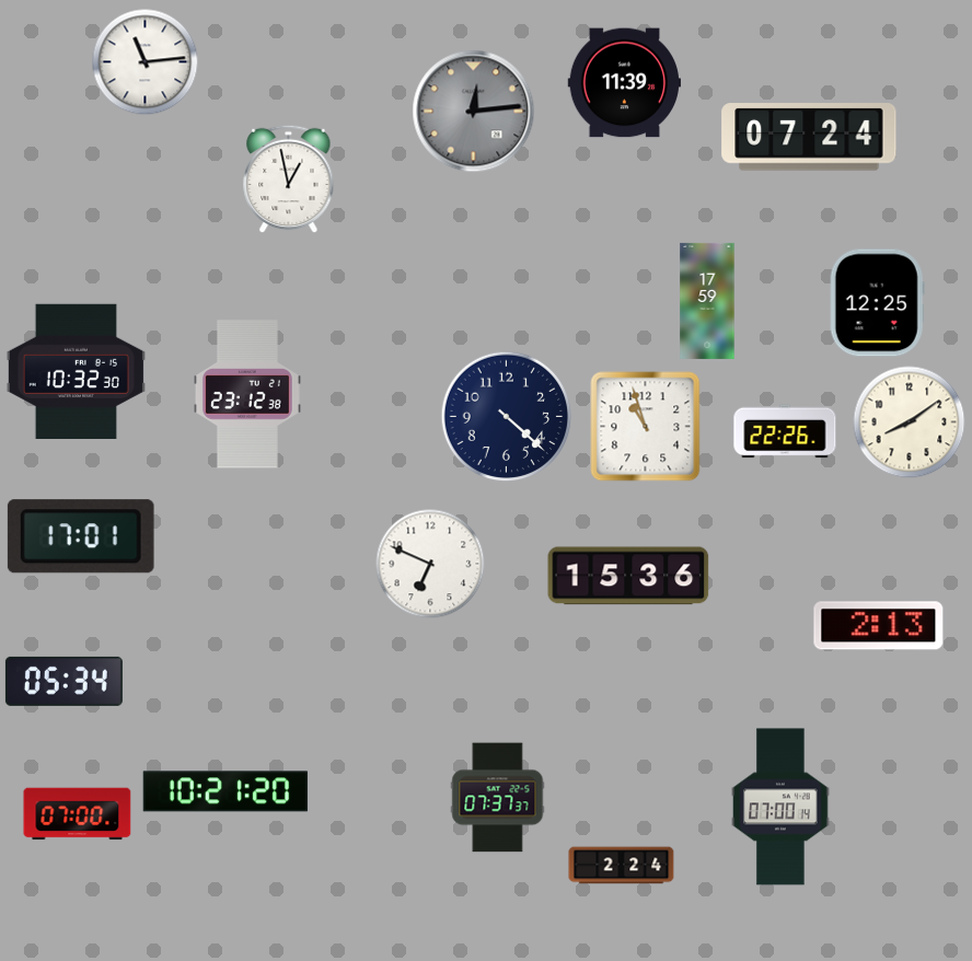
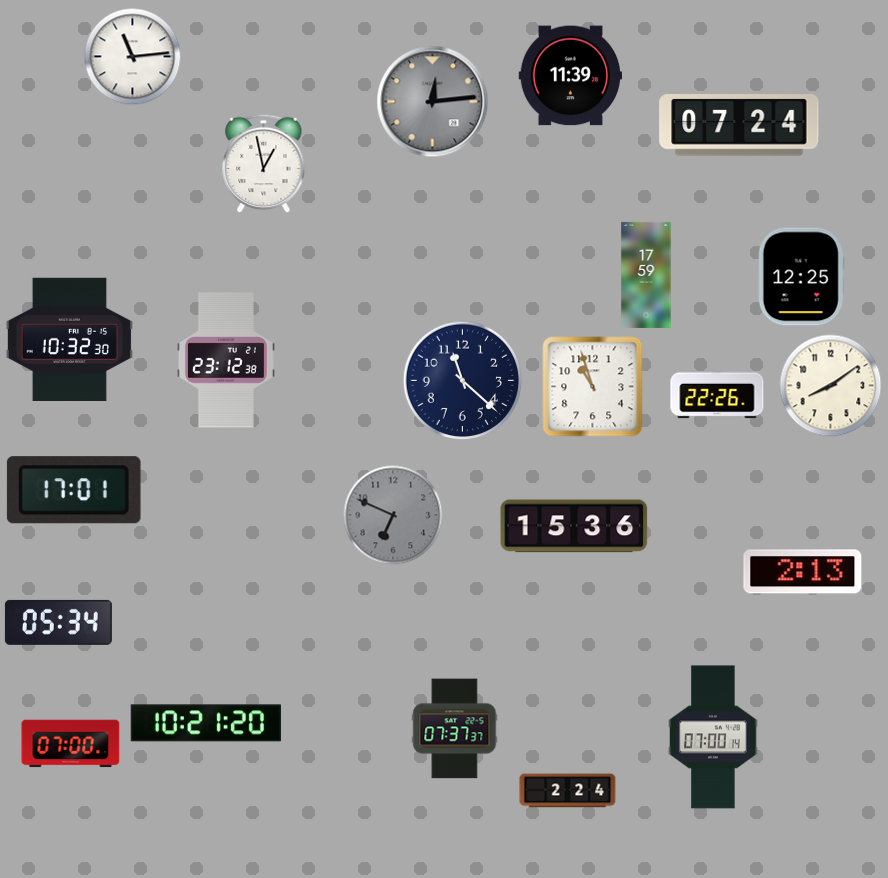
clock at (507, 417): 4:22 -> 11:22
clock at (646, 427) position: (646, 427) -> (593, 387)
clock at (430, 564) dial: white -> grey
